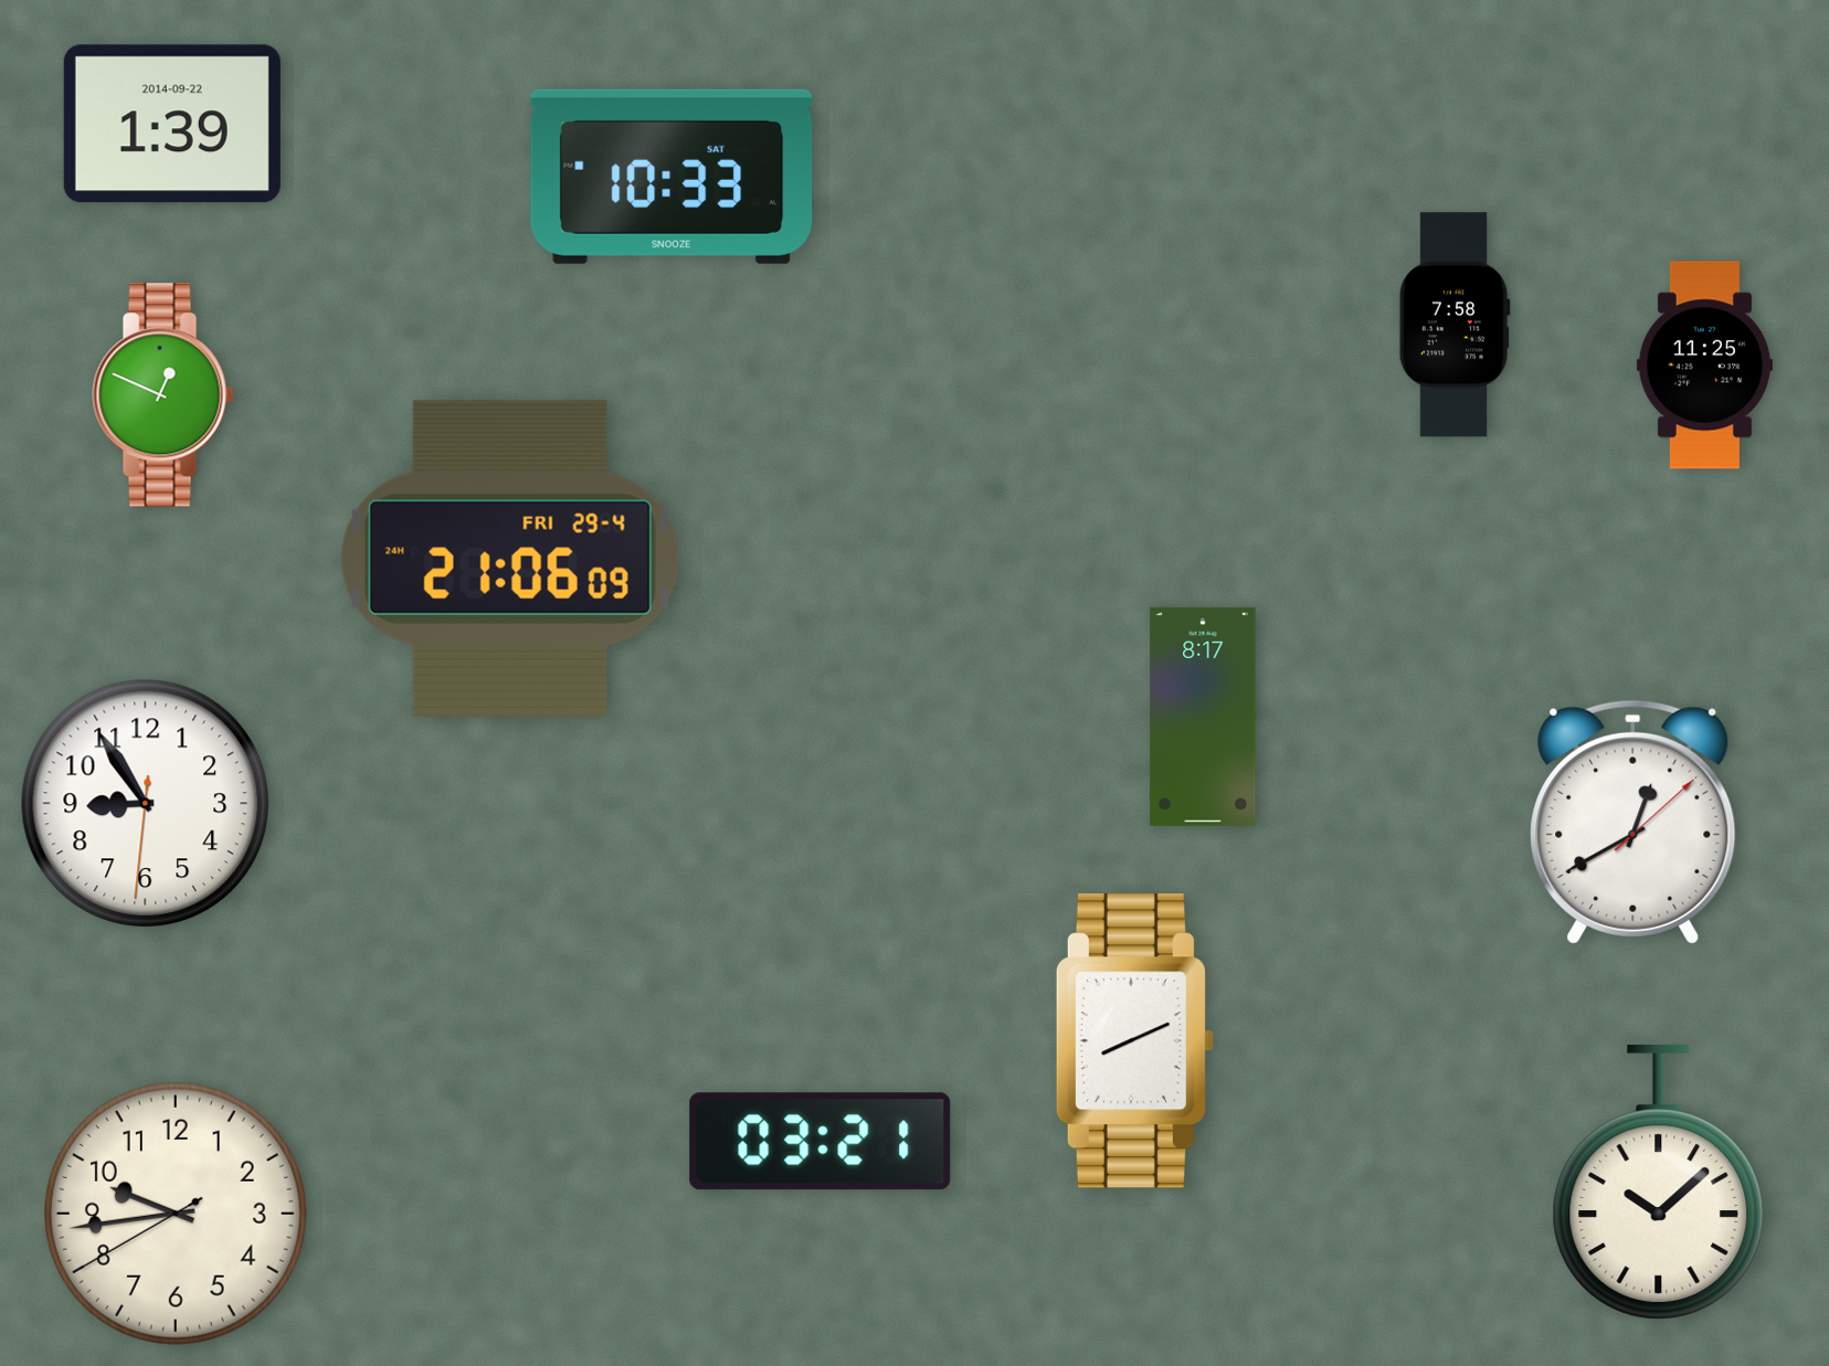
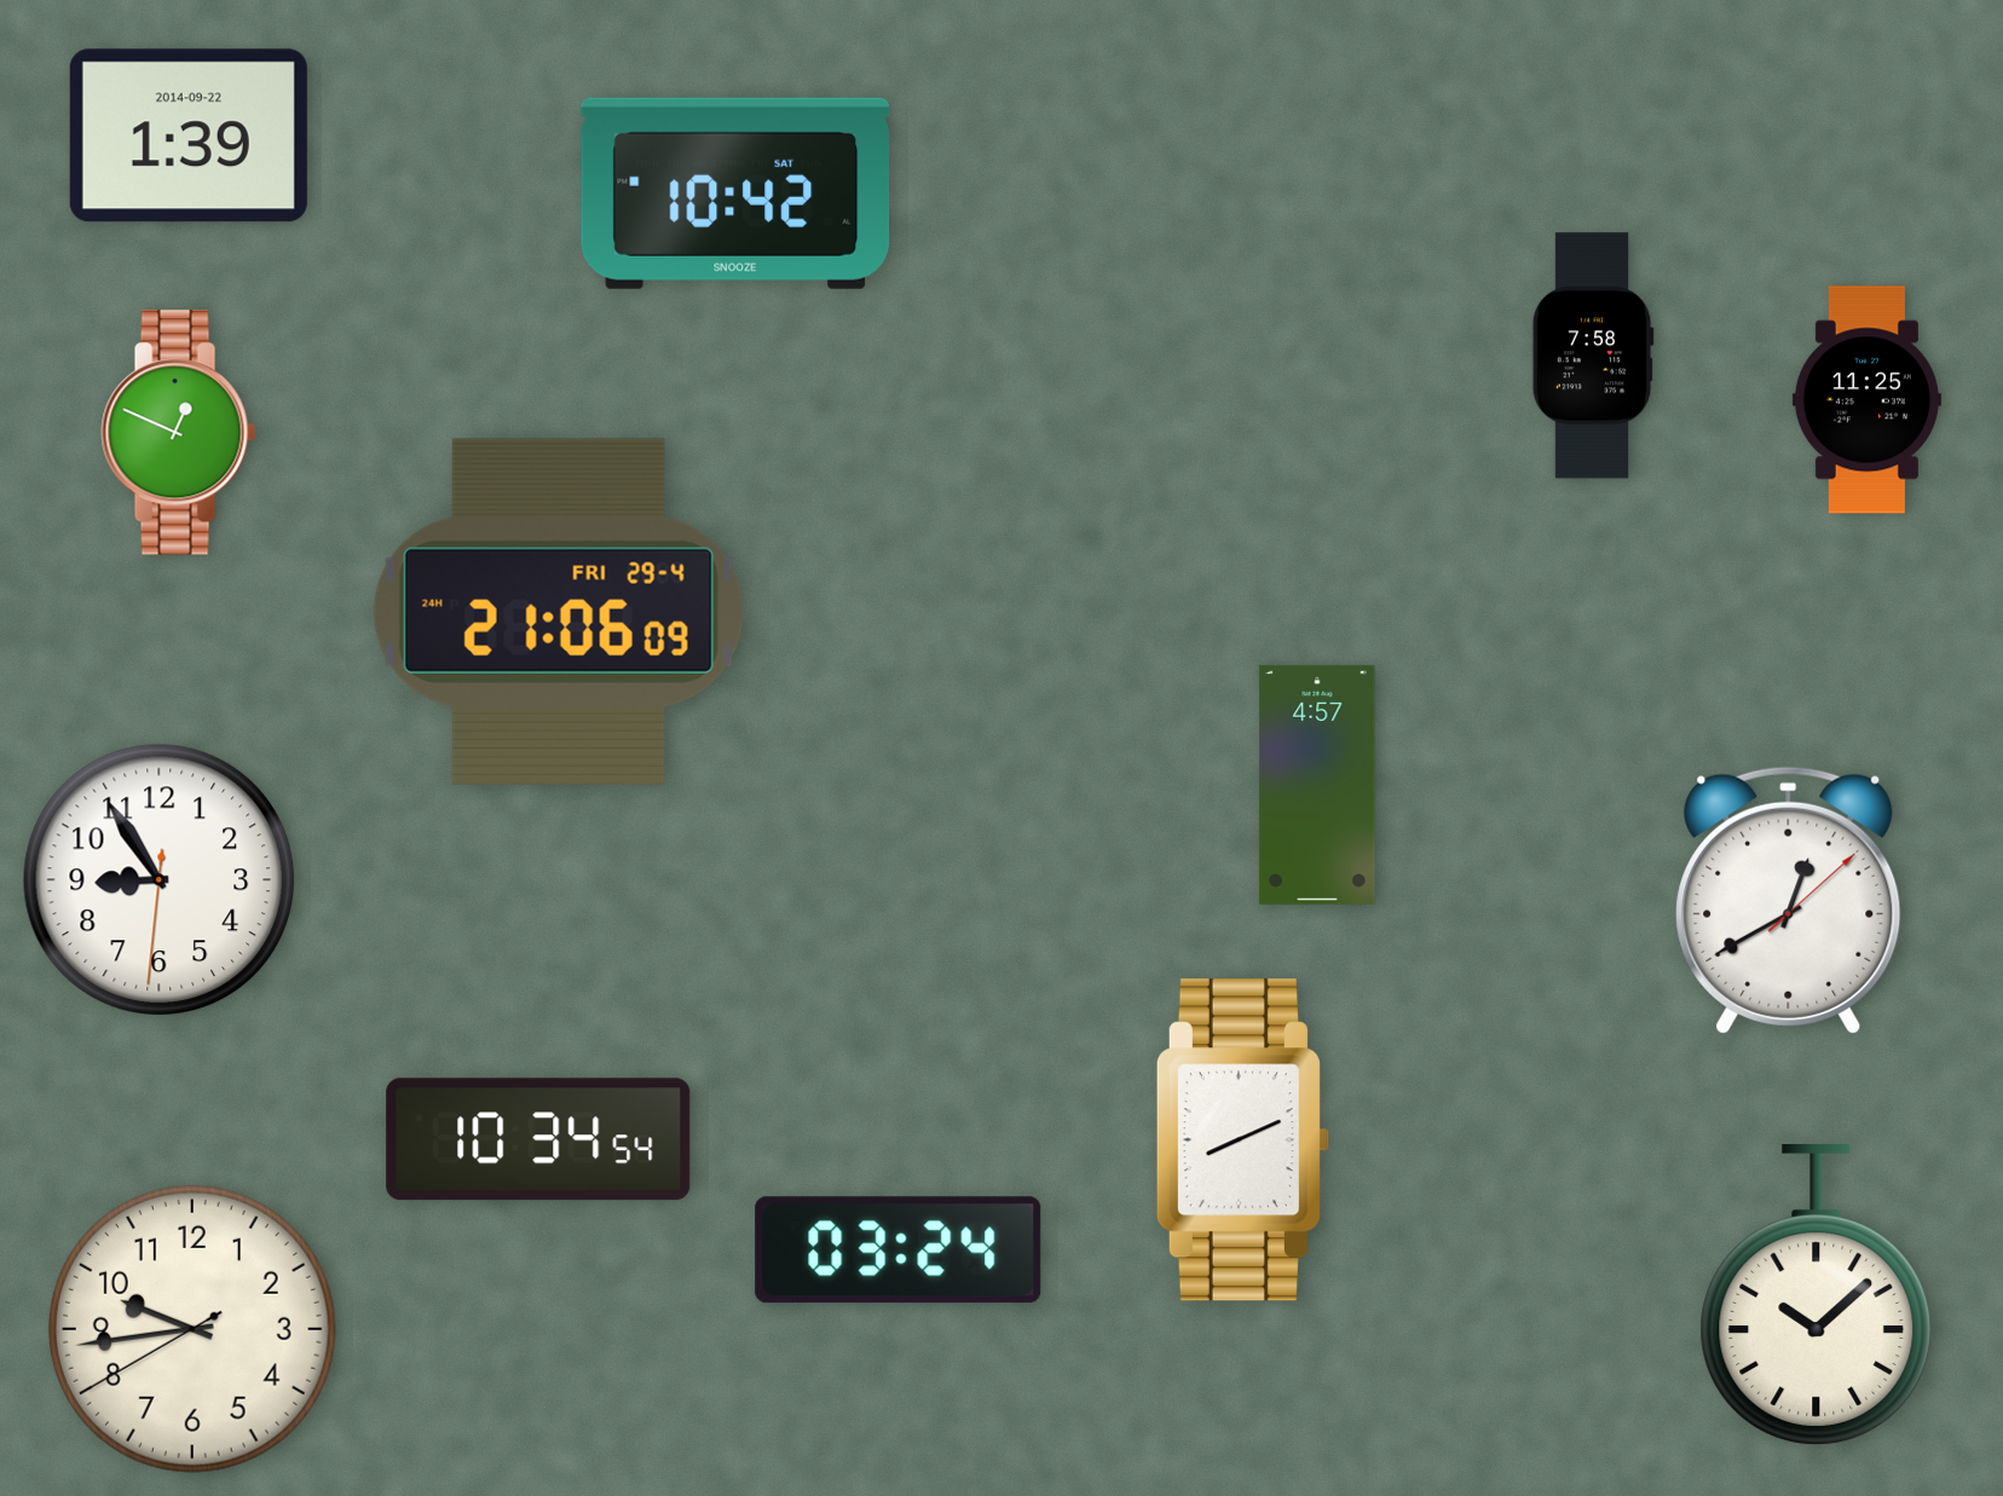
clock at (672, 177): 10:33 -> 10:42
clock at (1203, 717): 8:17 -> 4:57
clock at (538, 1139): none -> 10:34
clock at (821, 1142): 03:21 -> 03:24
